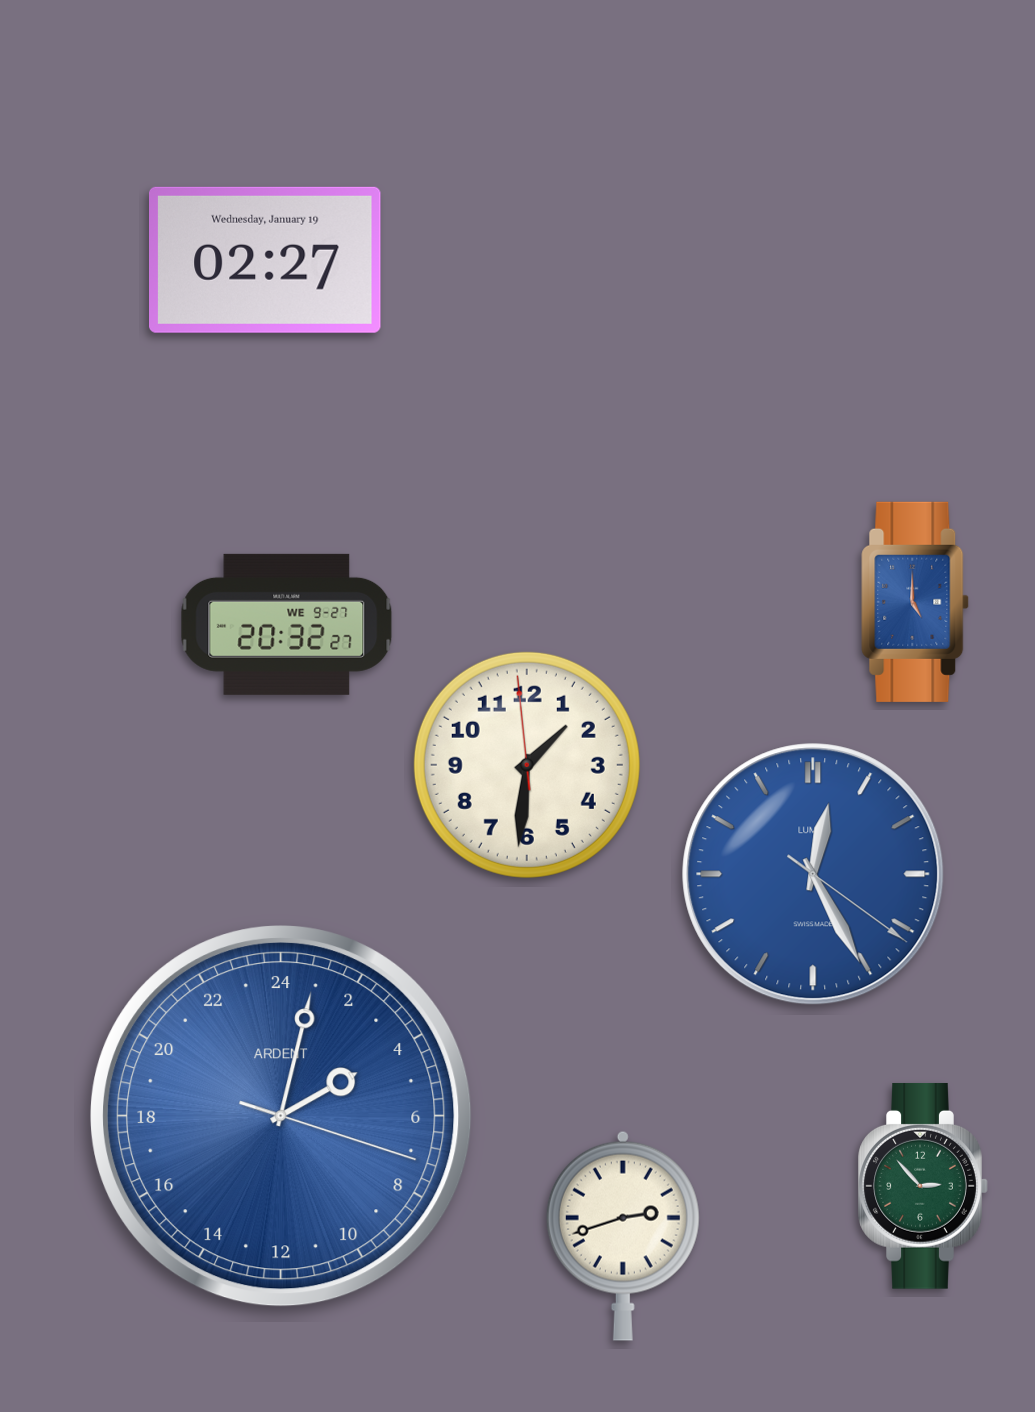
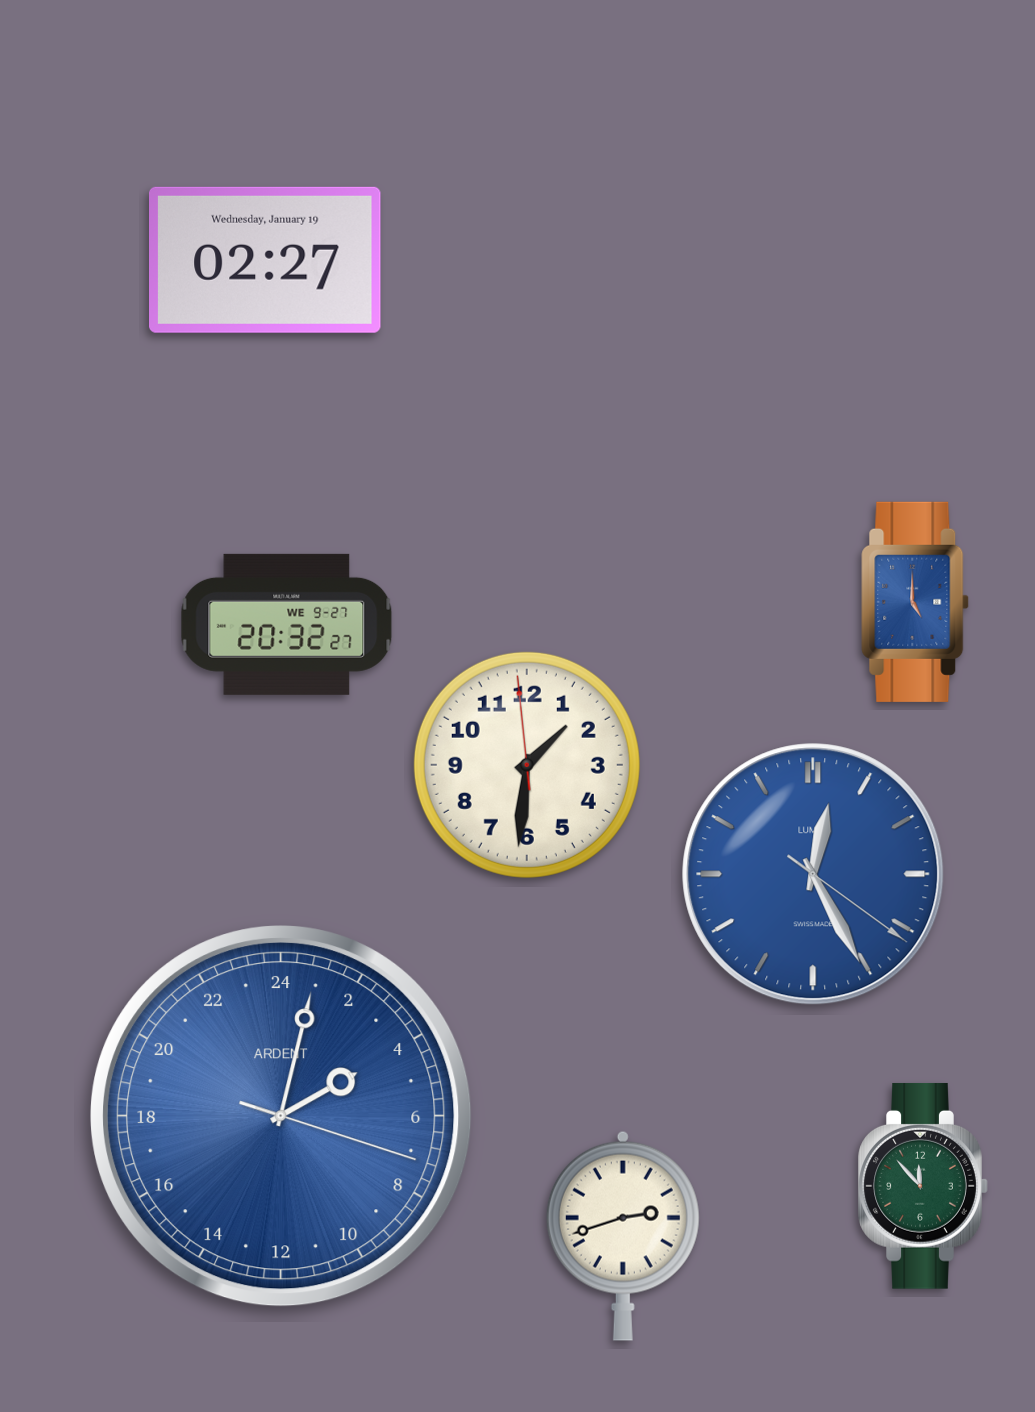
clock at (923, 1186): 2:53 -> 11:53
